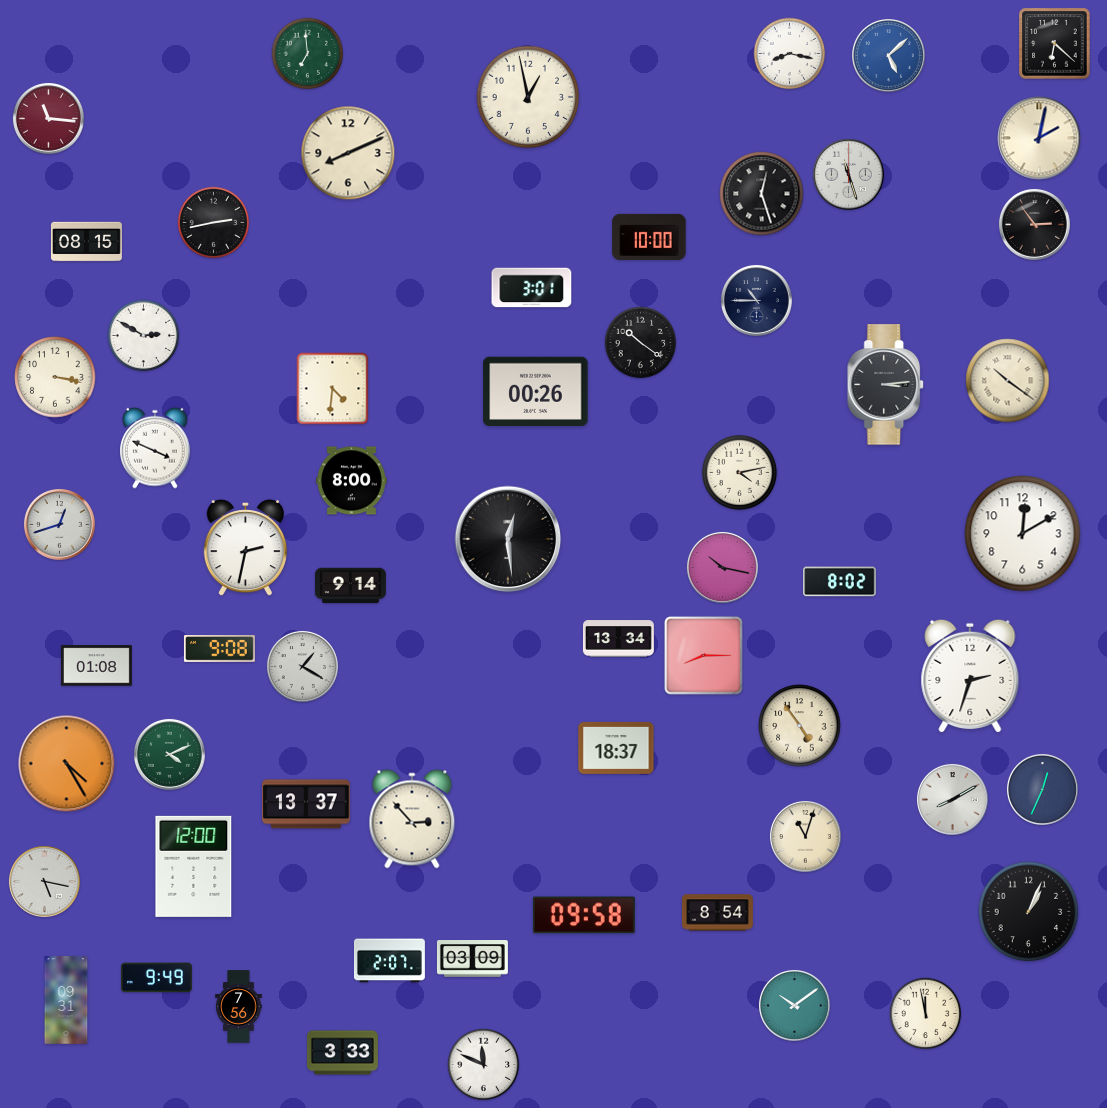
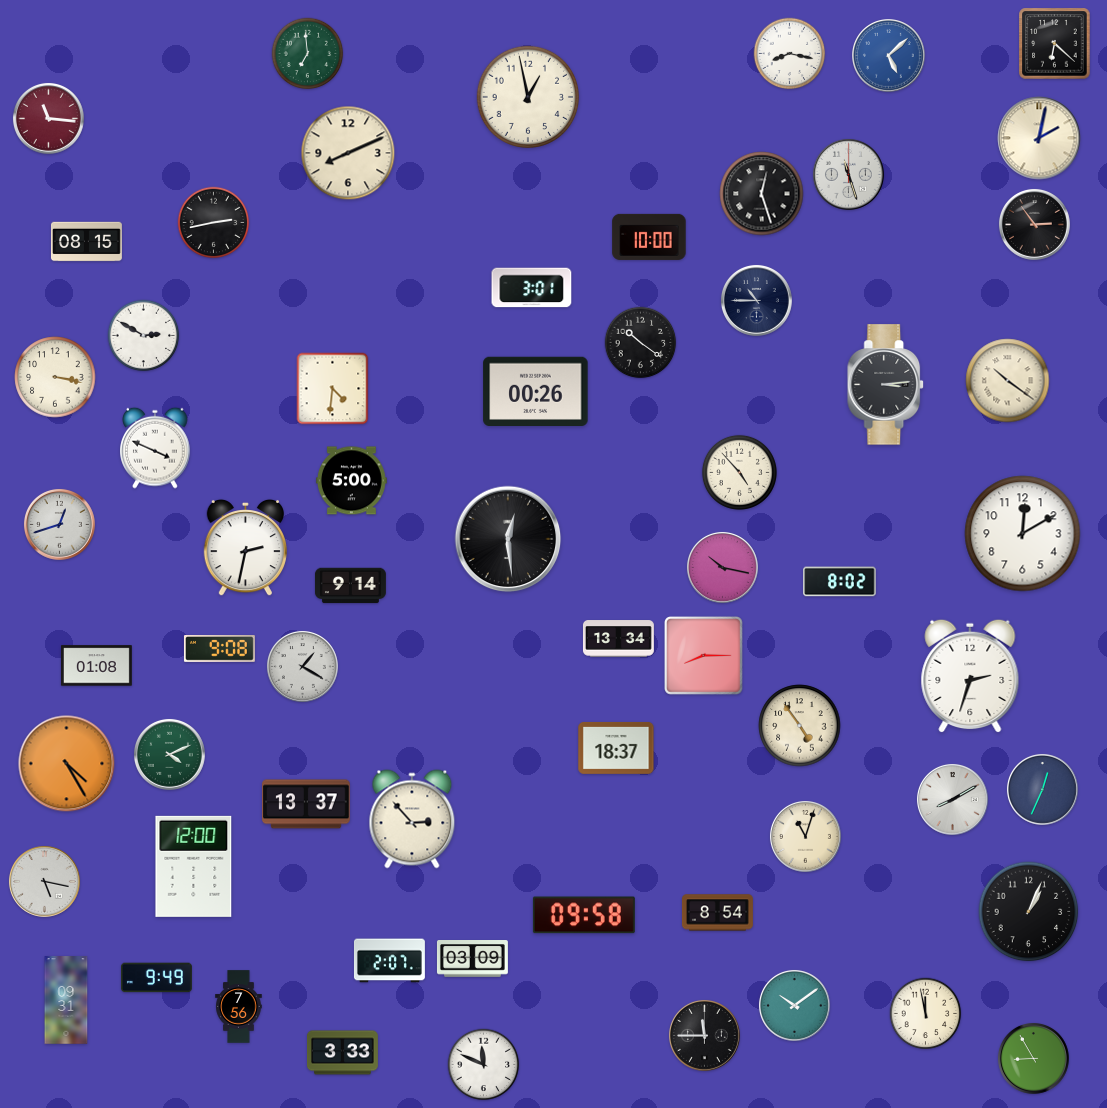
clock at (739, 472): 4:13 -> 4:53
clock at (351, 481): 8:00 -> 5:00
clock at (704, 1035): none -> 11:45
clock at (1033, 1058): none -> 8:55
